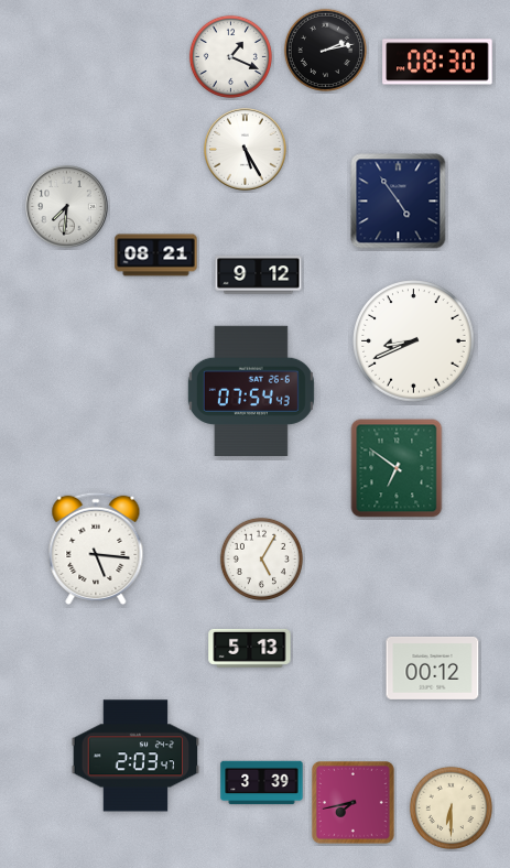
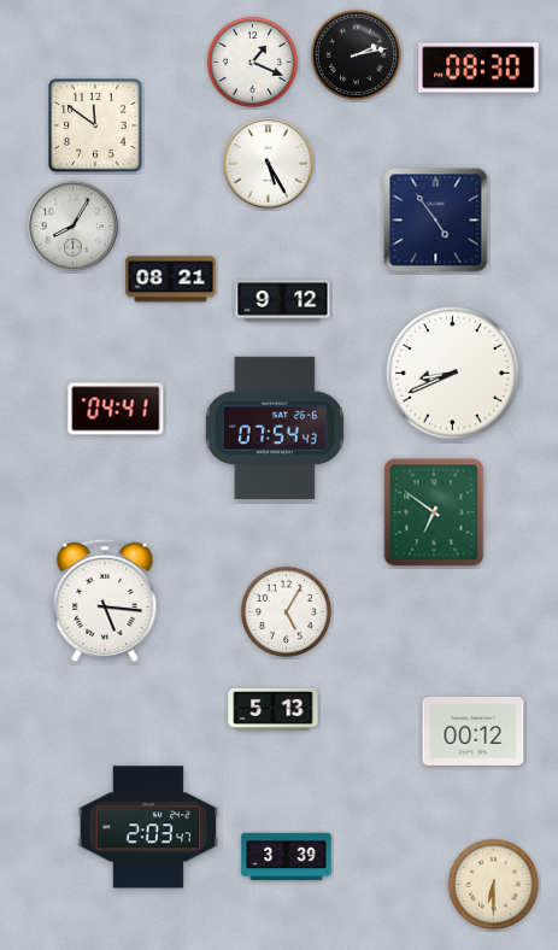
clock at (95, 125): none -> 11:51
clock at (67, 207): 7:31 -> 8:05
clock at (116, 409): none -> 04:41
clock at (354, 803): 7:43 -> none
